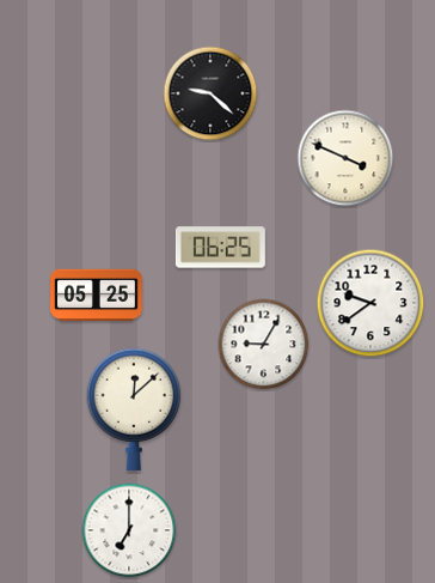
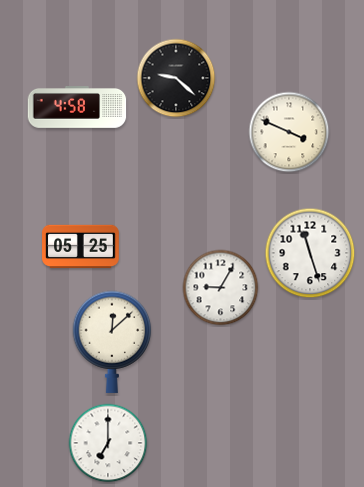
clock at (77, 108): none -> 4:58
clock at (220, 248): 06:25 -> none
clock at (370, 303): 9:39 -> 11:27
